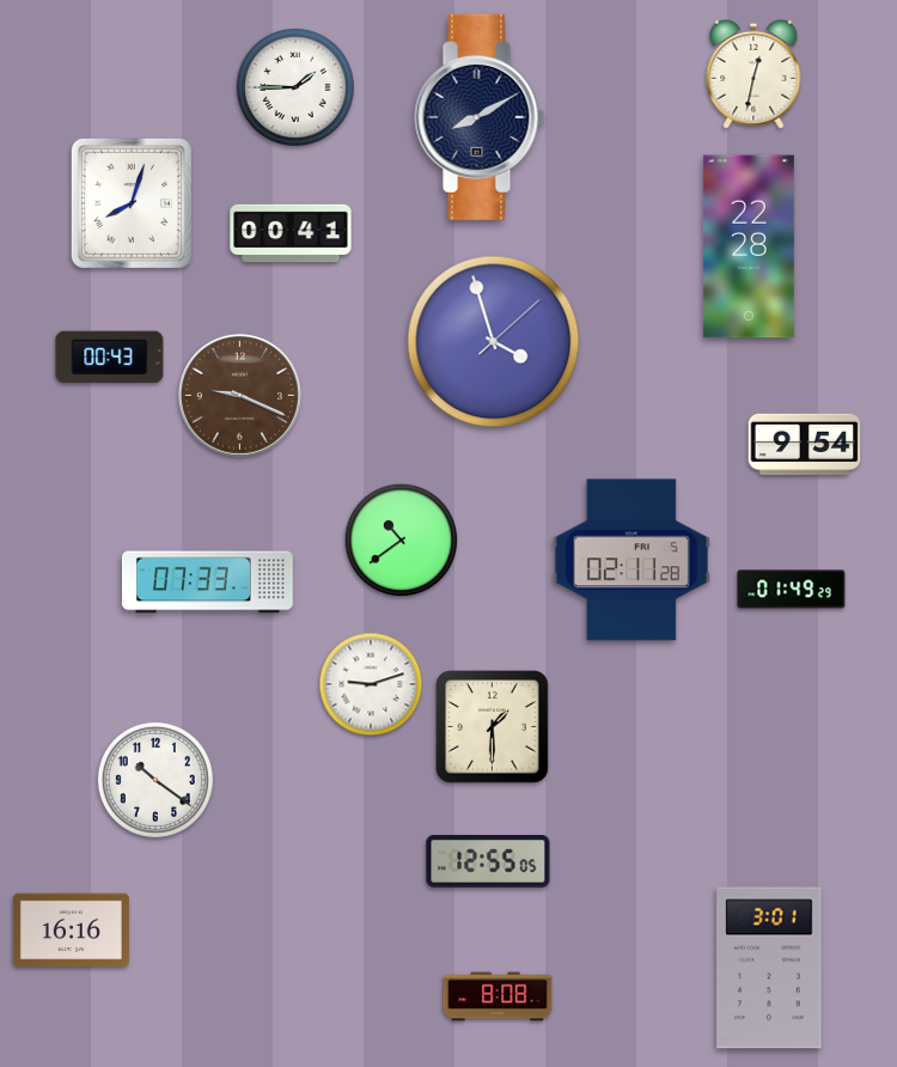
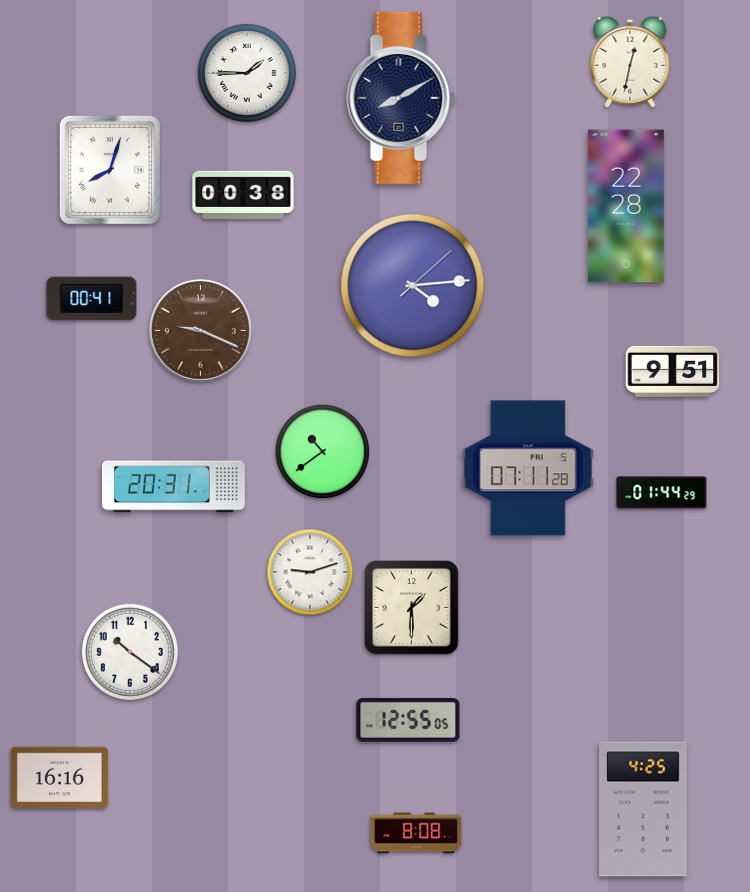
clock at (291, 233): 00:41 -> 00:38
clock at (494, 342): 3:57 -> 4:14
clock at (110, 358): 00:43 -> 00:41
clock at (805, 444): 9:54 -> 9:51
clock at (402, 541) position: (402, 541) -> (323, 452)
clock at (631, 560): 02:11 -> 07:11
clock at (207, 583): 07:33 -> 20:31
clock at (792, 590): 01:49 -> 01:44
clock at (769, 968): 3:01 -> 4:25
